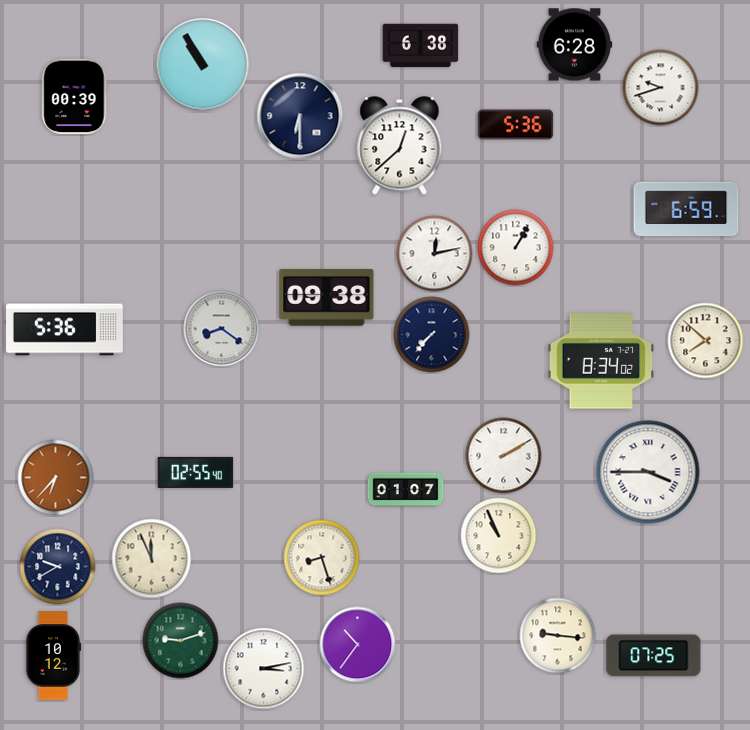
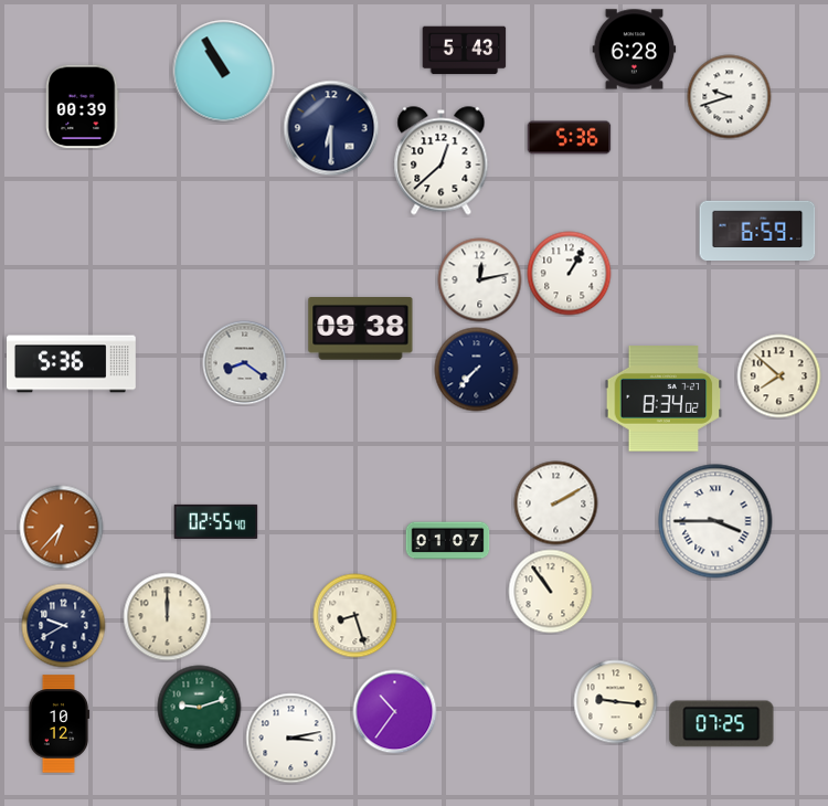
clock at (421, 46): 6:38 -> 5:43
clock at (499, 536): 10:56 -> 10:54
clock at (152, 559): 11:56 -> 12:00
